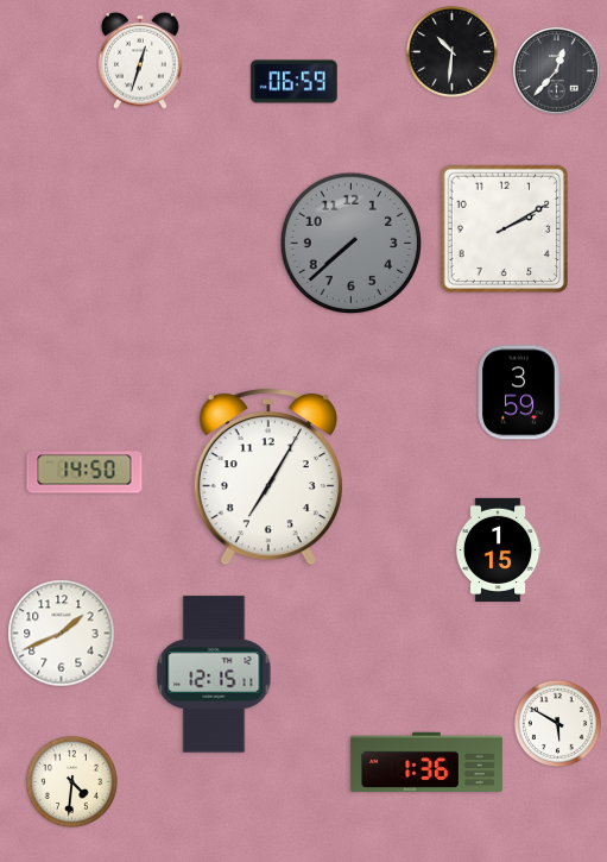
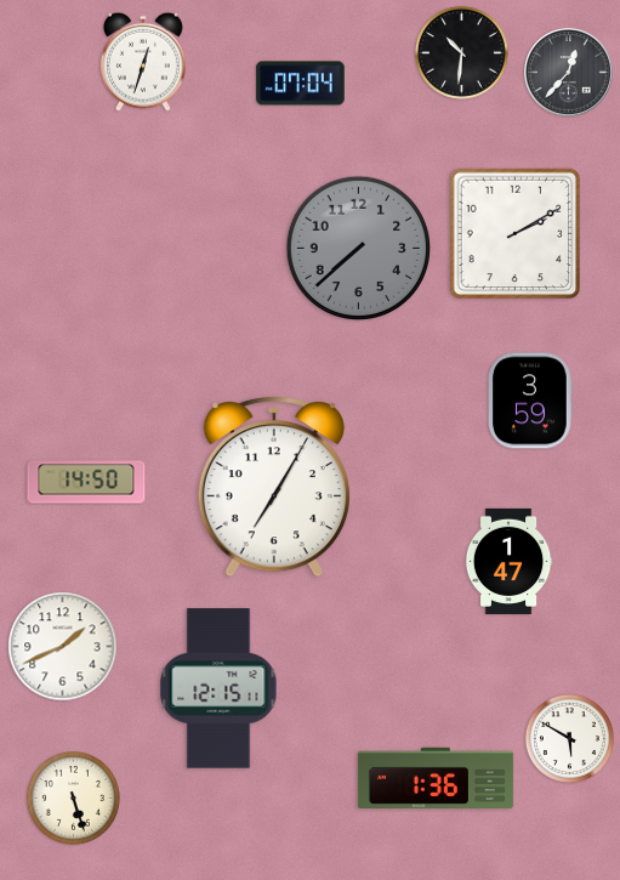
clock at (295, 82): 06:59 -> 07:04
clock at (498, 549): 1:15 -> 1:47
clock at (71, 781): 4:31 -> 5:27
